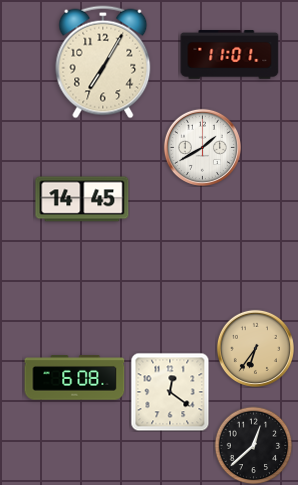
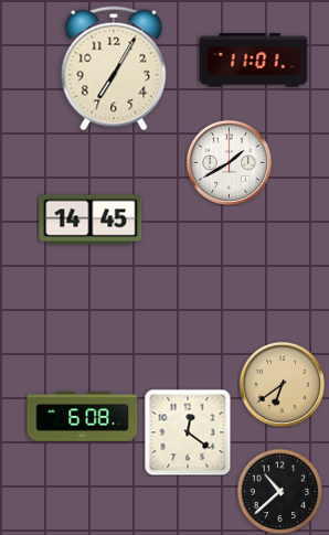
clock at (202, 147) position: (202, 147) -> (229, 162)
clock at (255, 348): 6:36 -> 6:39
clock at (253, 445): 12:38 -> 10:38
